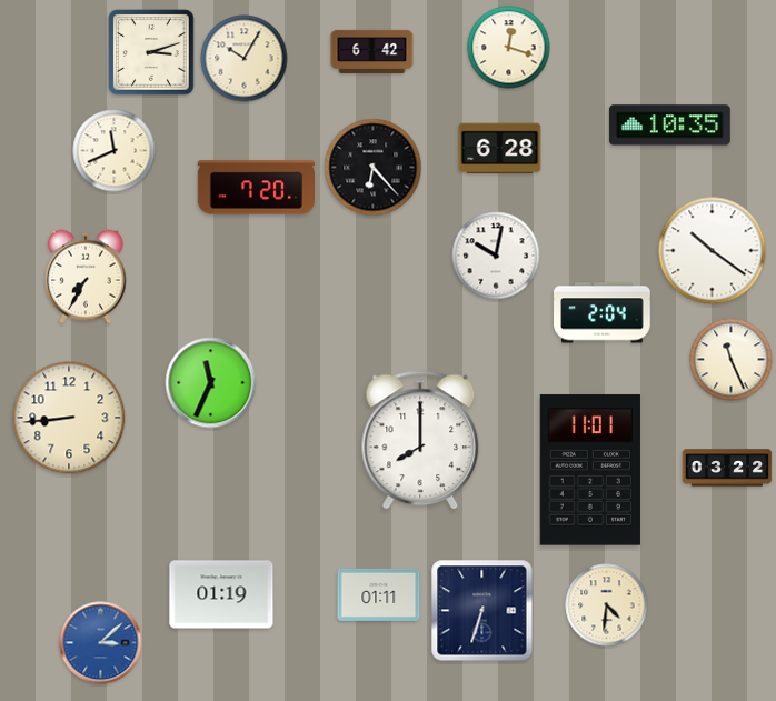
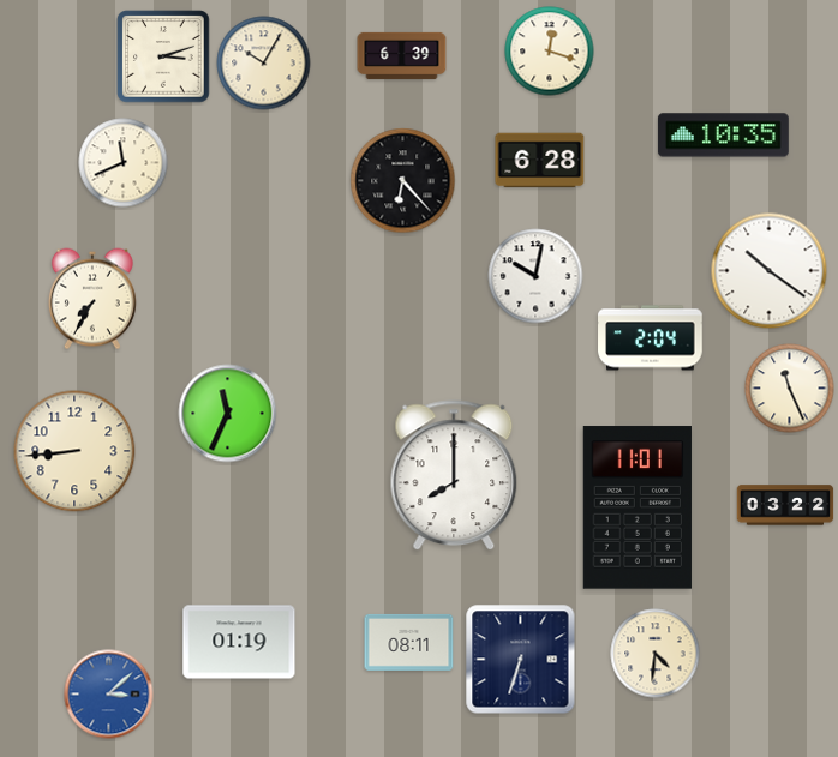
clock at (372, 51): 6:42 -> 6:39
clock at (256, 188): 7:20 -> none
clock at (379, 594): 01:11 -> 08:11
